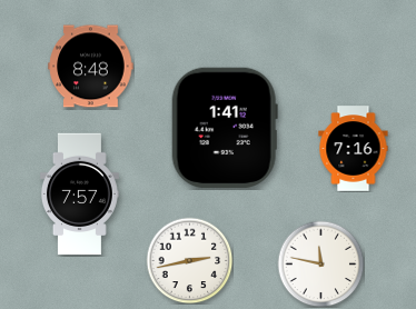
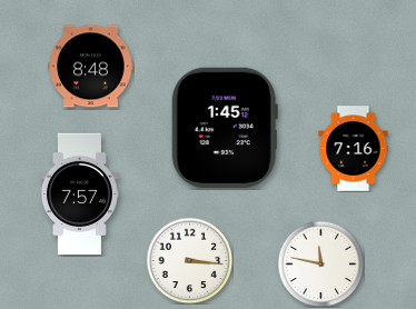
clock at (225, 128): 1:41 -> 1:45
clock at (189, 260): 2:43 -> 3:16
